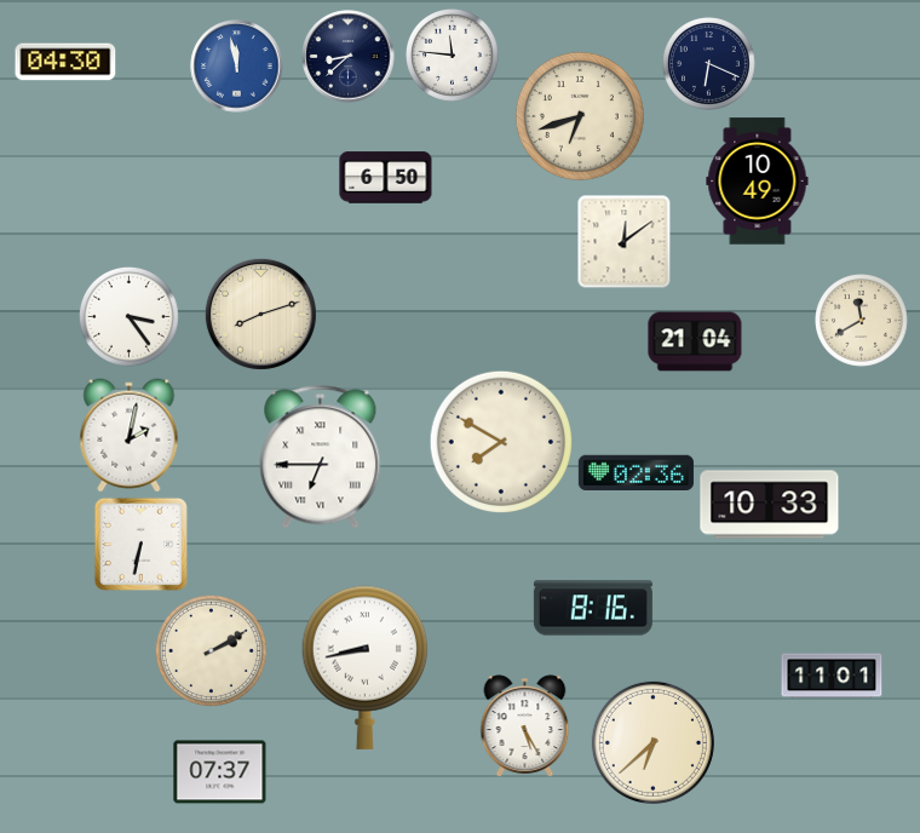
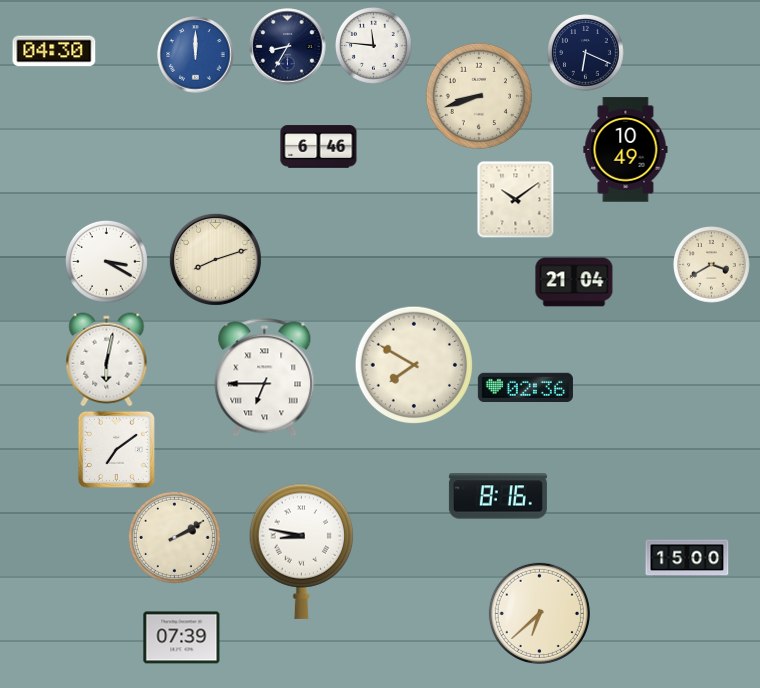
clock at (349, 57): 8:38 -> 8:35
clock at (237, 67): 11:58 -> 12:00
clock at (580, 116): 6:42 -> 8:42
clock at (386, 178): 6:50 -> 6:46
clock at (623, 241): 12:09 -> 10:09
clock at (128, 316): 3:24 -> 3:20
clock at (862, 321): 11:40 -> 3:40
clock at (130, 436): 2:02 -> 6:02
clock at (636, 472) position: (636, 472) -> (525, 387)
clock at (770, 505): 10:33 -> none
clock at (140, 544): 6:32 -> 7:09
clock at (593, 608) position: (593, 608) -> (498, 496)
clock at (366, 667): 8:43 -> 8:47
clock at (832, 676): 11:01 -> 15:00
clock at (525, 726): 5:25 -> none
clock at (220, 772): 07:37 -> 07:39
